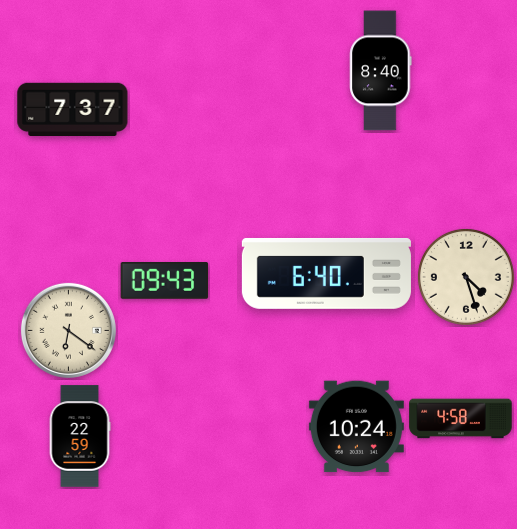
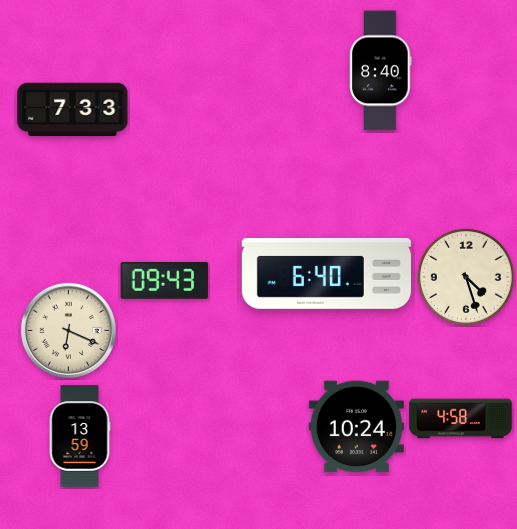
clock at (73, 109): 7:37 -> 7:33
clock at (68, 330): 6:21 -> 6:19
clock at (80, 436): 22:59 -> 13:59
